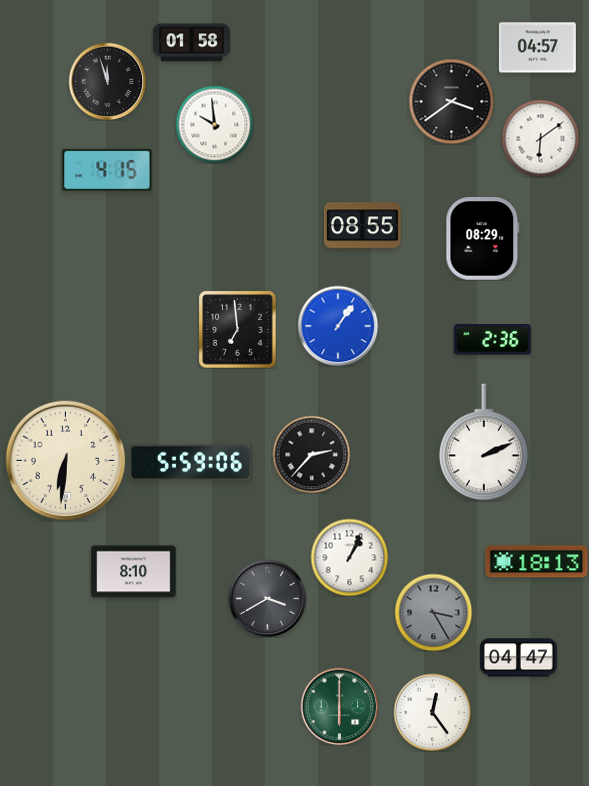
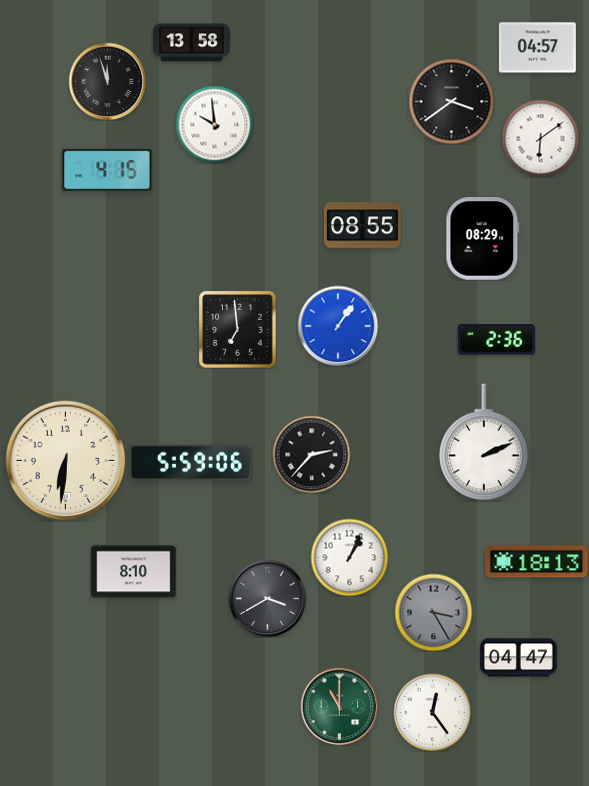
clock at (191, 43): 01:58 -> 13:58
clock at (492, 340) position: (492, 340) -> (496, 340)
clock at (339, 706): 6:00 -> 11:00
